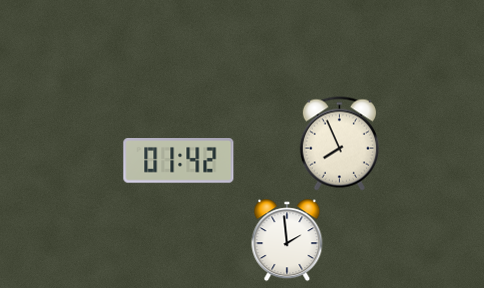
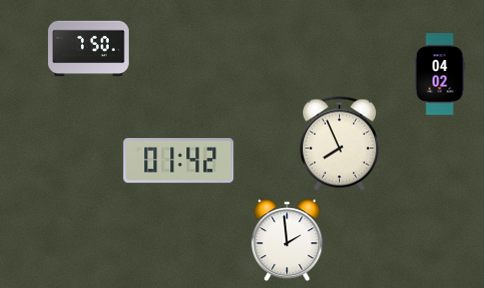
clock at (89, 49): none -> 7:50
clock at (440, 74): none -> 04:02
